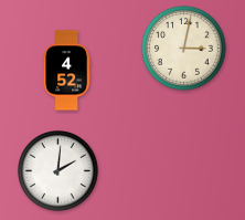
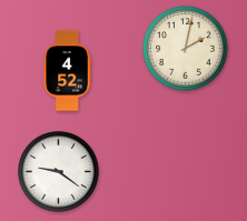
clock at (184, 49): 3:02 -> 2:02
clock at (58, 171): 2:01 -> 9:21
